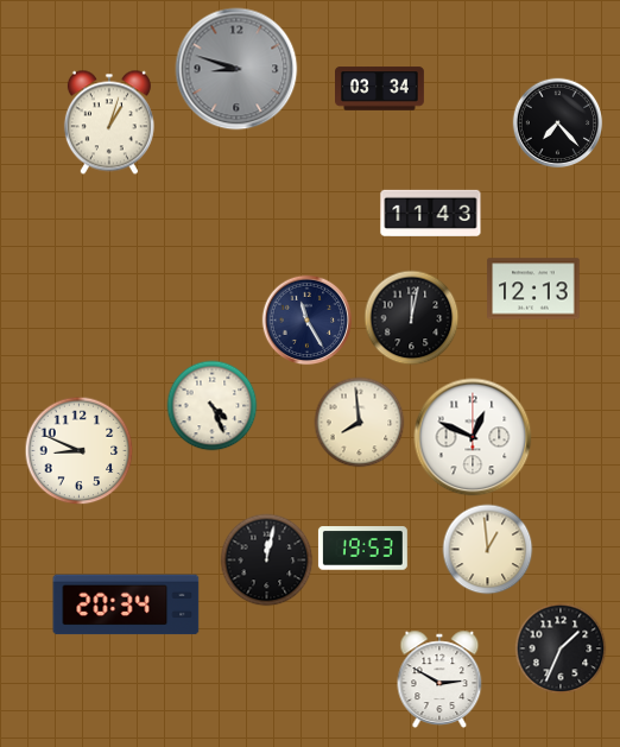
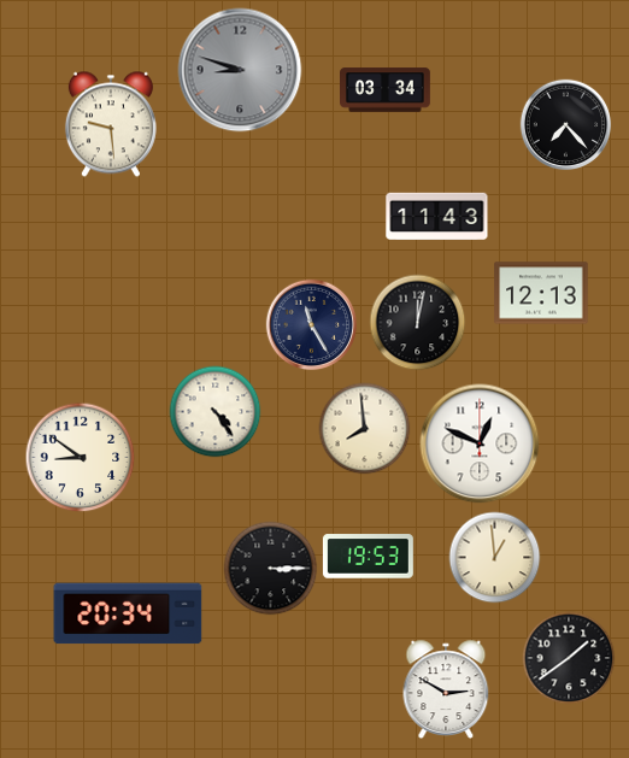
clock at (109, 122): 1:03 -> 9:29
clock at (213, 406): 4:26 -> 4:24
clock at (80, 451): 8:49 -> 8:51
clock at (267, 561): 12:02 -> 3:15
clock at (561, 648): 1:34 -> 1:39
